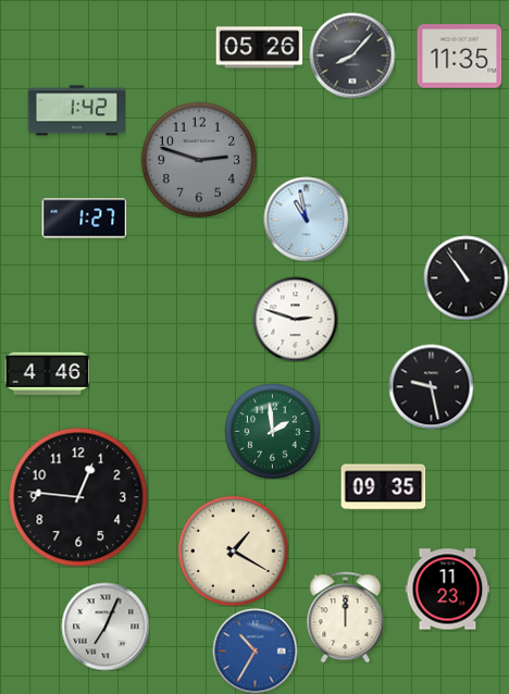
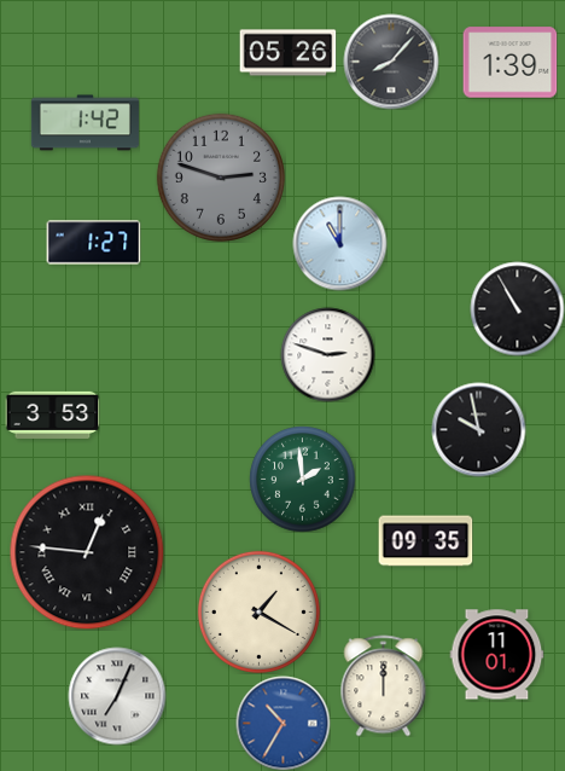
clock at (459, 57): 11:35 -> 1:39
clock at (306, 219): 10:58 -> 11:00
clock at (465, 277): 10:54 -> 10:55
clock at (47, 373): 4:46 -> 3:53
clock at (431, 386): 9:28 -> 9:58
clock at (78, 497) numerals: Arabic -> Roman
clock at (447, 590): 11:23 -> 11:01
